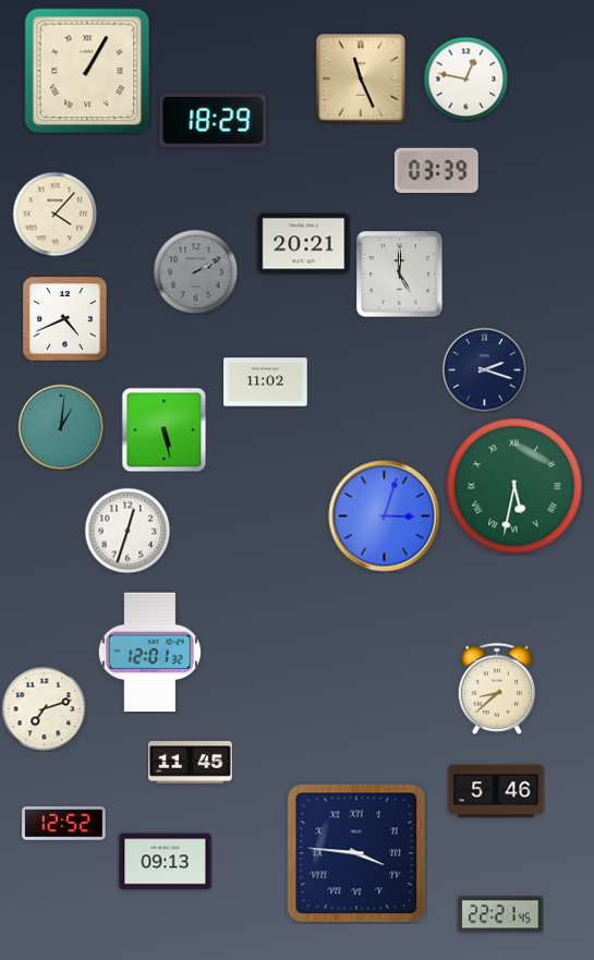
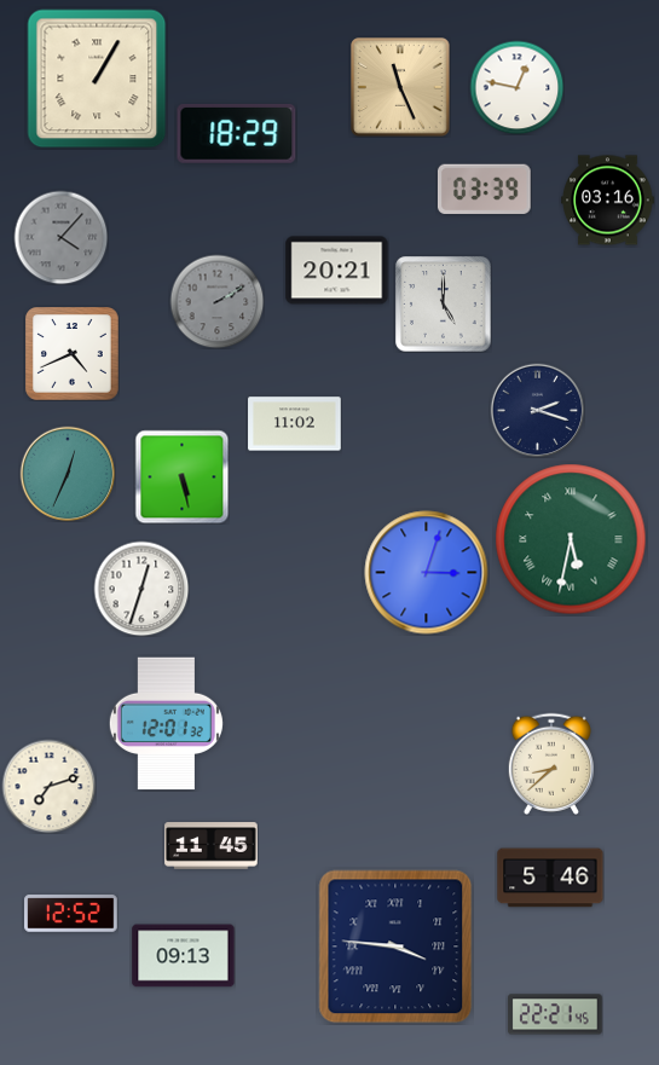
clock at (608, 201): none -> 03:16
clock at (54, 214) dial: cream -> grey
clock at (61, 427): 1:01 -> 12:34
